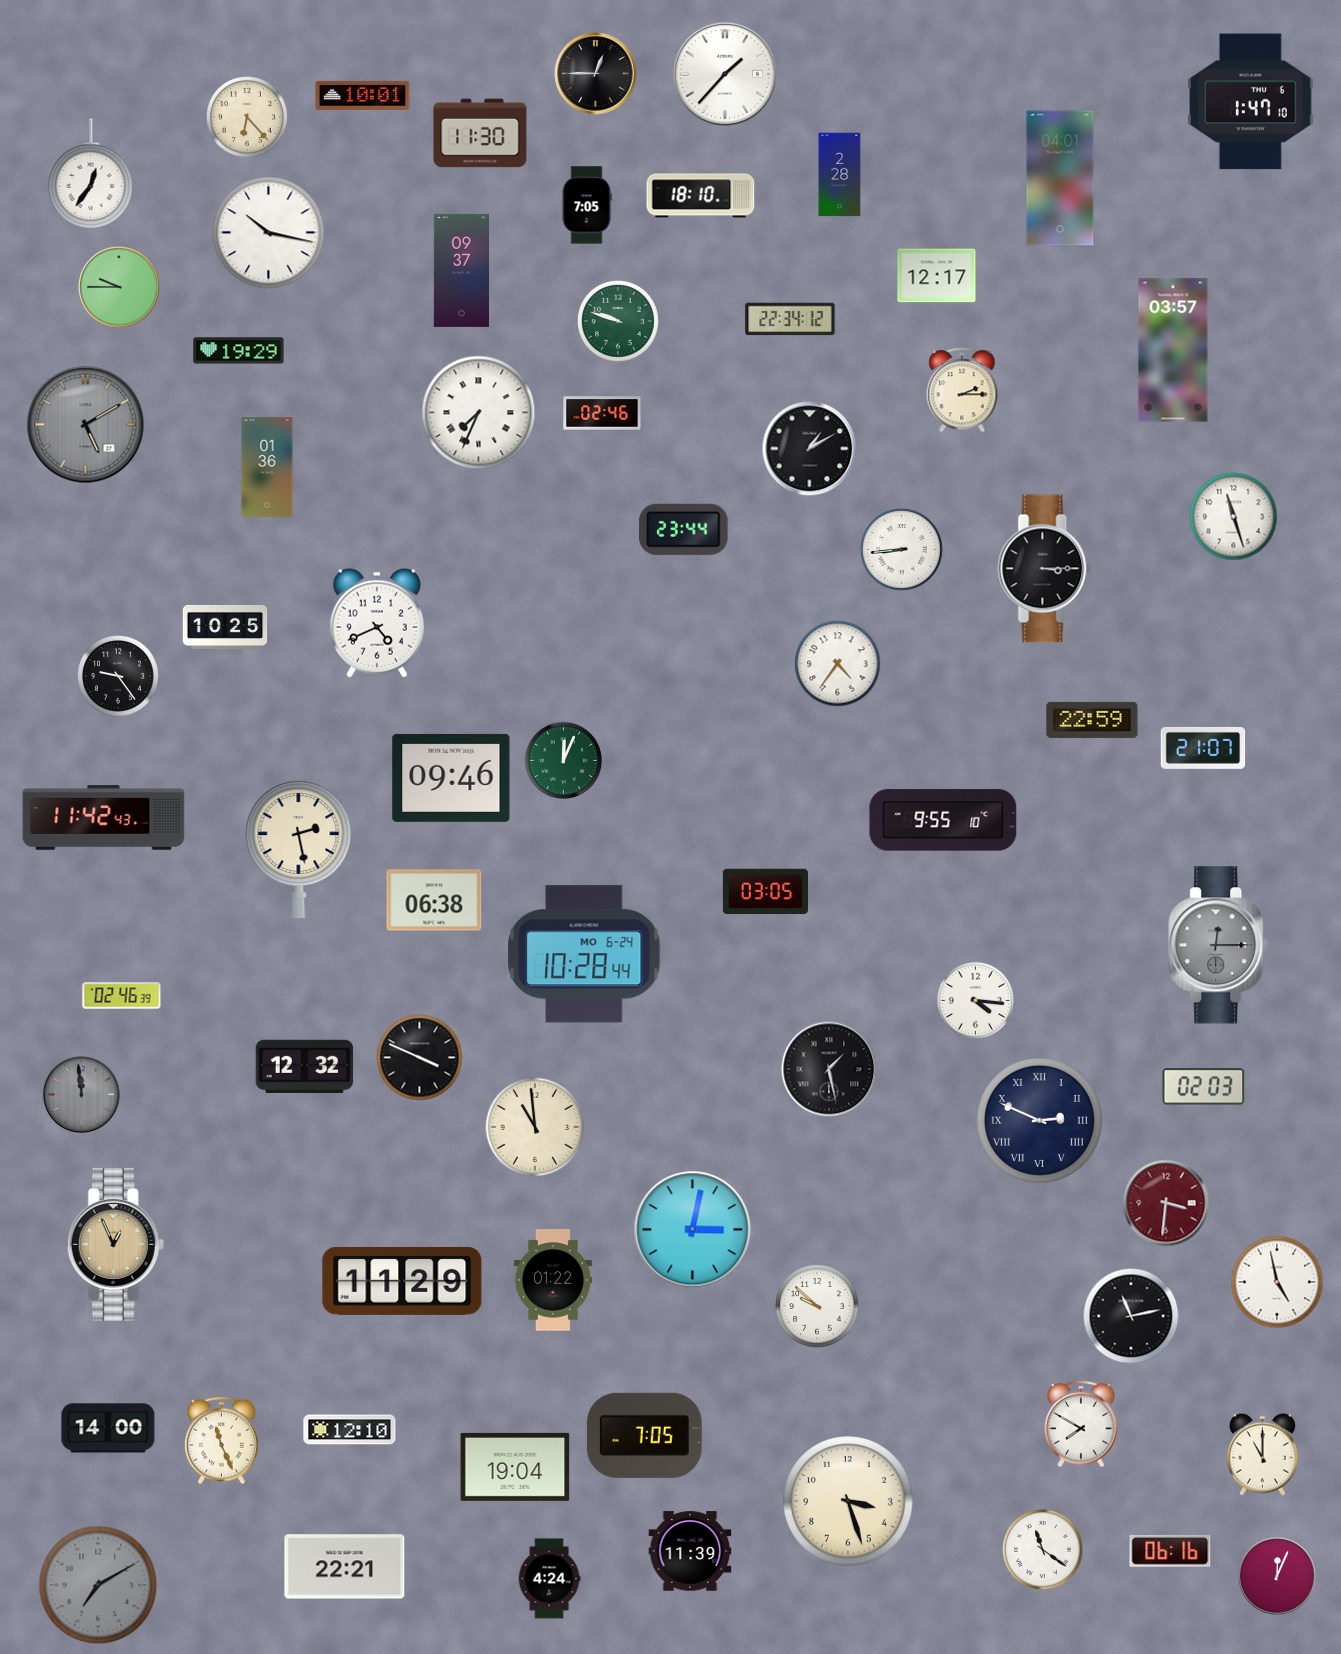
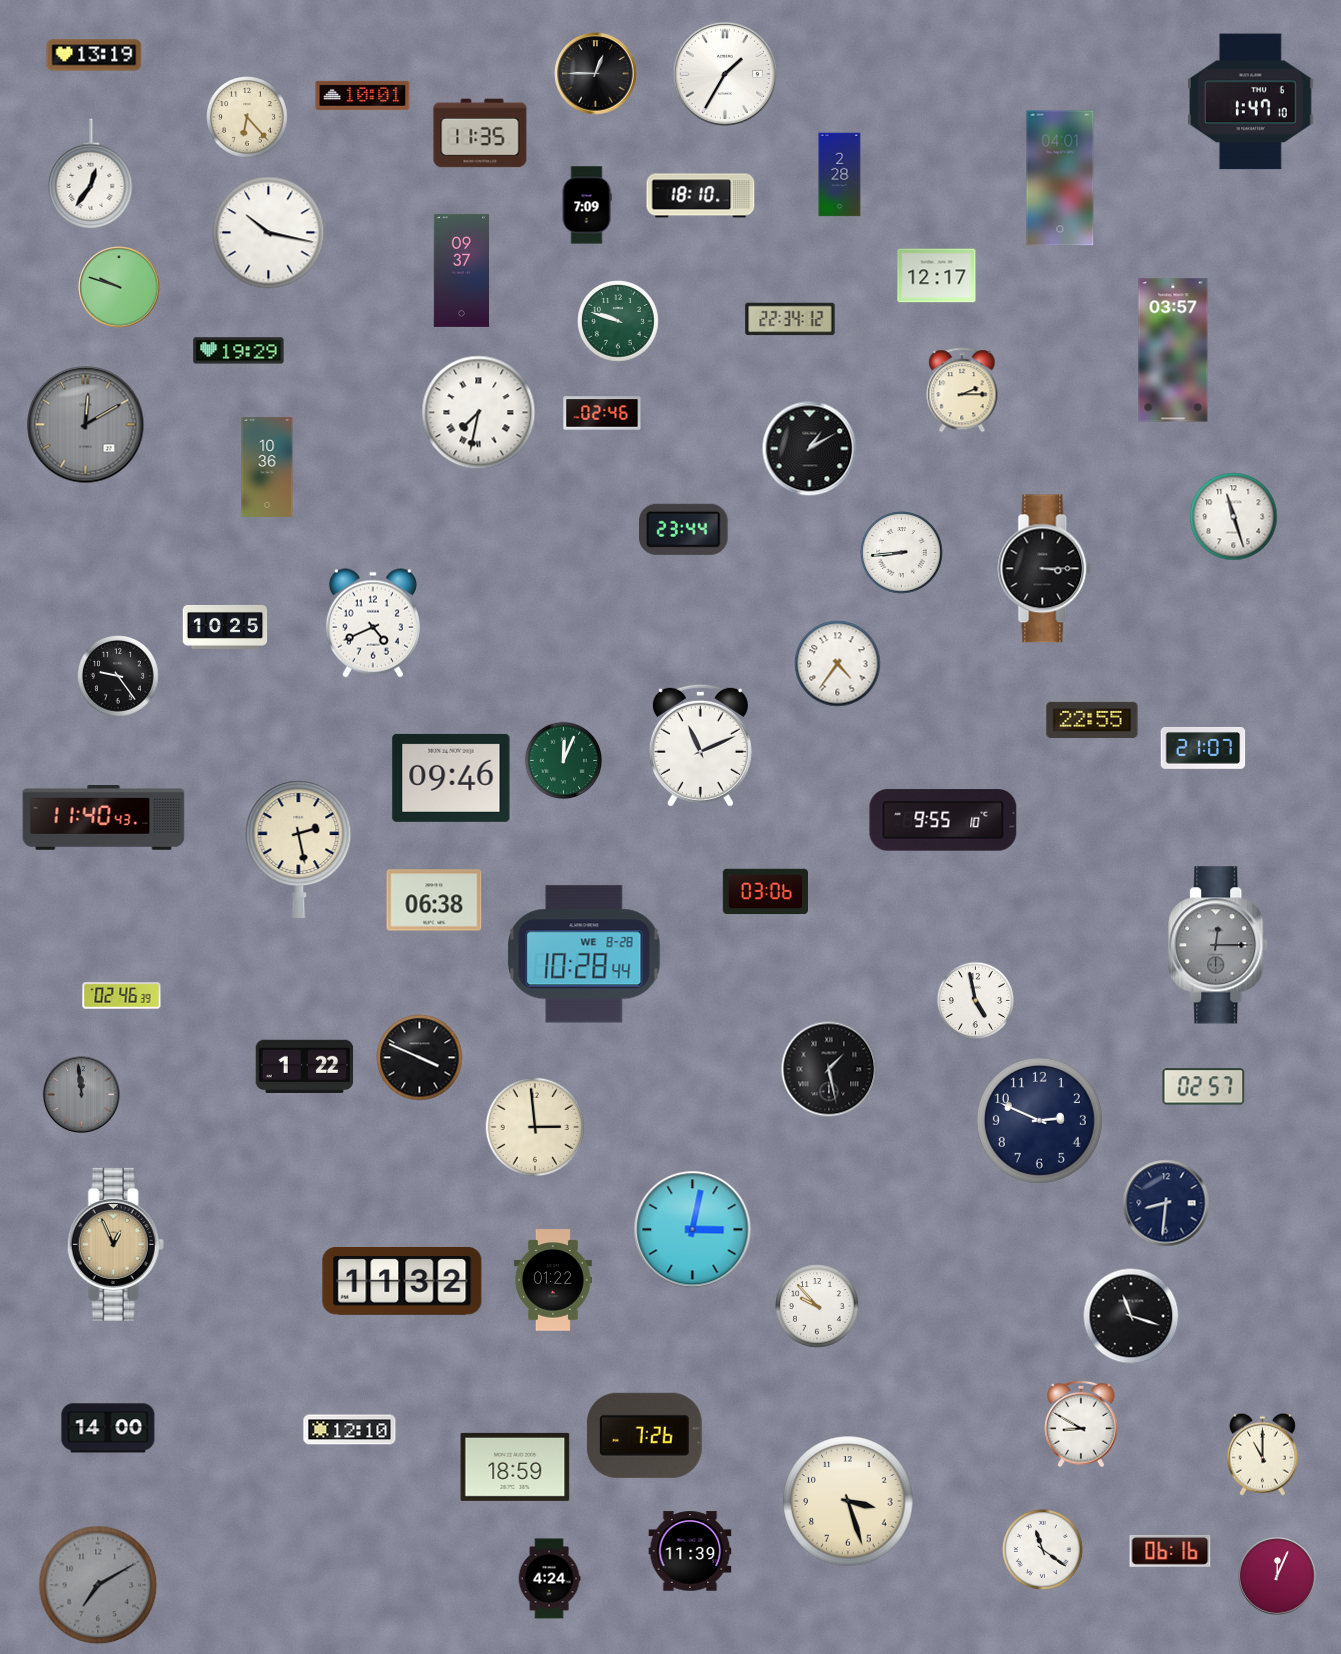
clock at (94, 55): none -> 13:19
clock at (725, 74): 1:37 -> 1:35
clock at (480, 133): 11:30 -> 11:35
clock at (587, 205): 7:05 -> 7:09
clock at (119, 287): 9:45 -> 9:48
clock at (479, 413): 7:34 -> 7:32
clock at (86, 425): 5:10 -> 12:10
clock at (267, 467): 01:36 -> 10:36
clock at (902, 550) position: (902, 550) -> (902, 553)
clock at (377, 623) position: (377, 623) -> (373, 623)
clock at (1092, 720): 22:59 -> 22:55
clock at (700, 745): none -> 11:11
clock at (104, 818): 11:42 -> 11:40
clock at (765, 892): 03:05 -> 03:06
clock at (584, 954) date: MO 6-24 -> WE 8-28
clock at (976, 1001): 4:16 -> 4:58
clock at (305, 1066): 12:32 -> 1:22
clock at (1204, 1087): 02:03 -> 02:57
clock at (1039, 1120) numerals: Roman -> Arabic
clock at (535, 1127): 10:59 -> 2:59
clock at (1166, 1203): 3:31 -> 8:31
clock at (1166, 1203) dial: burgundy -> navy
clock at (402, 1281): 11:29 -> 11:32
clock at (1277, 1282): 4:58 -> none
clock at (817, 1306): 9:52 -> 9:53
clock at (1131, 1316): 11:13 -> 11:18
clock at (1081, 1424): 7:50 -> 8:50
clock at (644, 1435): 7:05 -> 7:26
clock at (222, 1441): 11:26 -> none
clock at (515, 1467): 19:04 -> 18:59
clock at (345, 1567): 22:21 -> none
